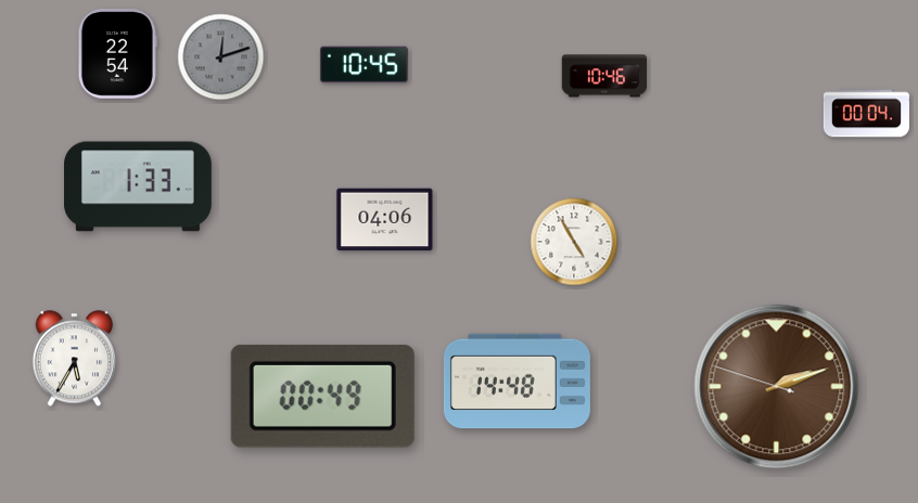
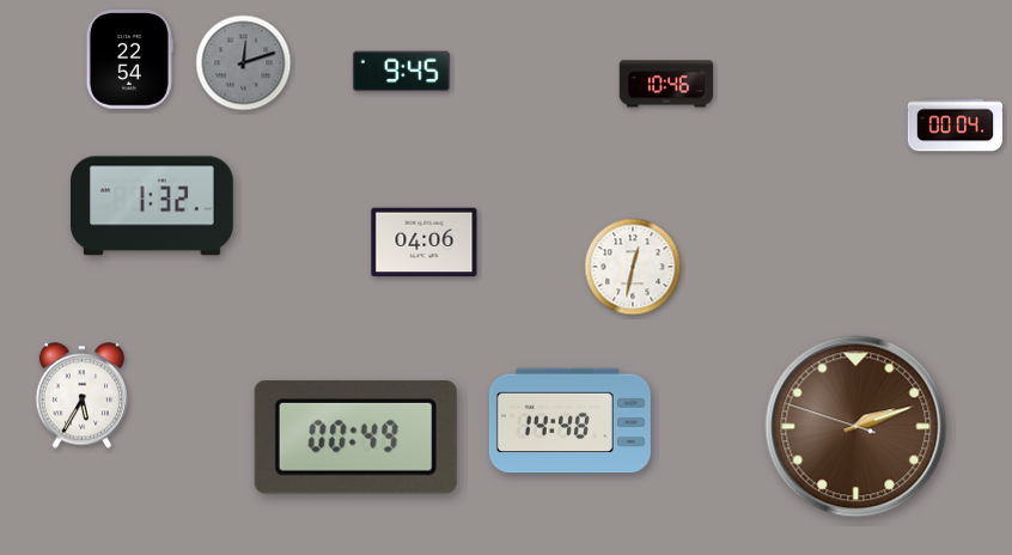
clock at (364, 65): 10:45 -> 9:45
clock at (139, 186): 1:33 -> 1:32
clock at (574, 242): 4:55 -> 12:32
